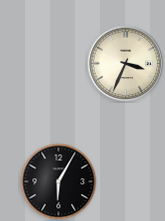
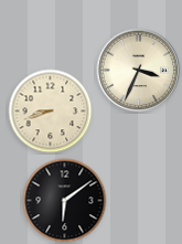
clock at (51, 112): none -> 8:42
clock at (59, 182): 6:05 -> 6:09
